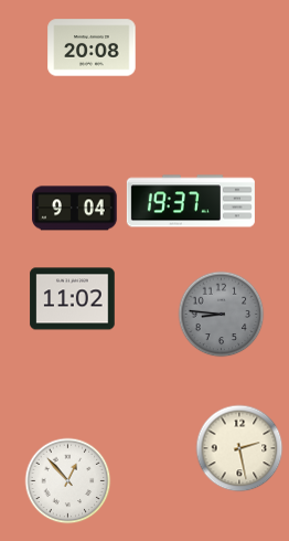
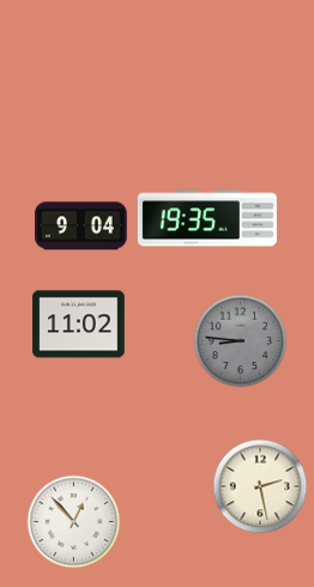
clock at (92, 47): 20:08 -> none
clock at (191, 201): 19:37 -> 19:35
